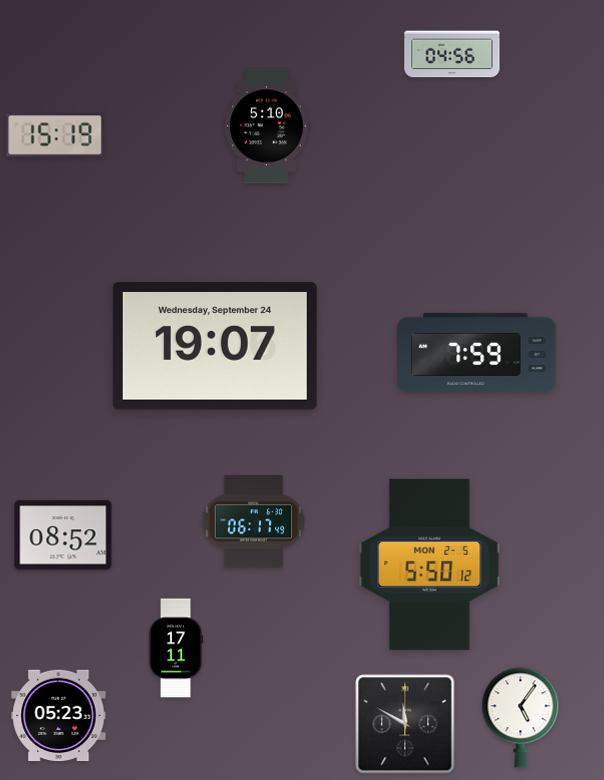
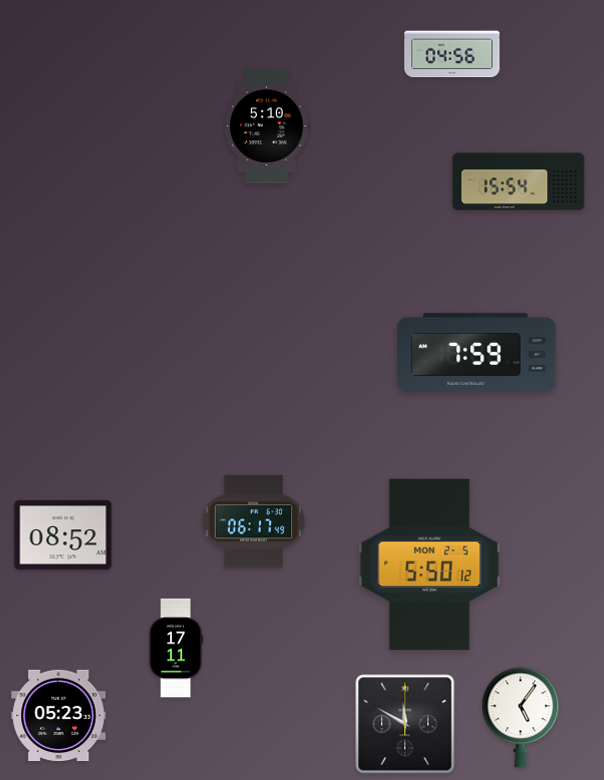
clock at (55, 135): 15:19 -> none
clock at (519, 182): none -> 15:54
clock at (215, 346): 19:07 -> none
